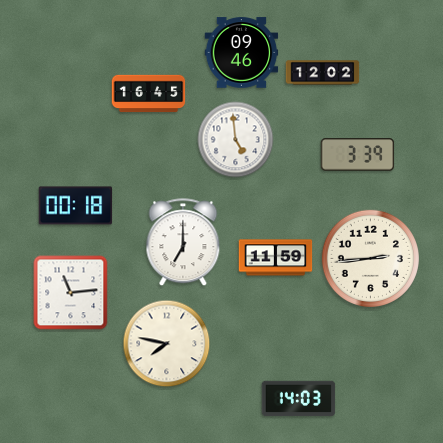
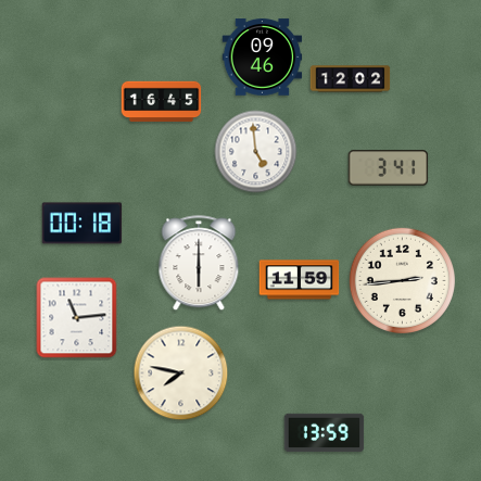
clock at (358, 155): 3:39 -> 3:41
clock at (183, 243): 7:00 -> 6:00
clock at (299, 399): 14:03 -> 13:59
